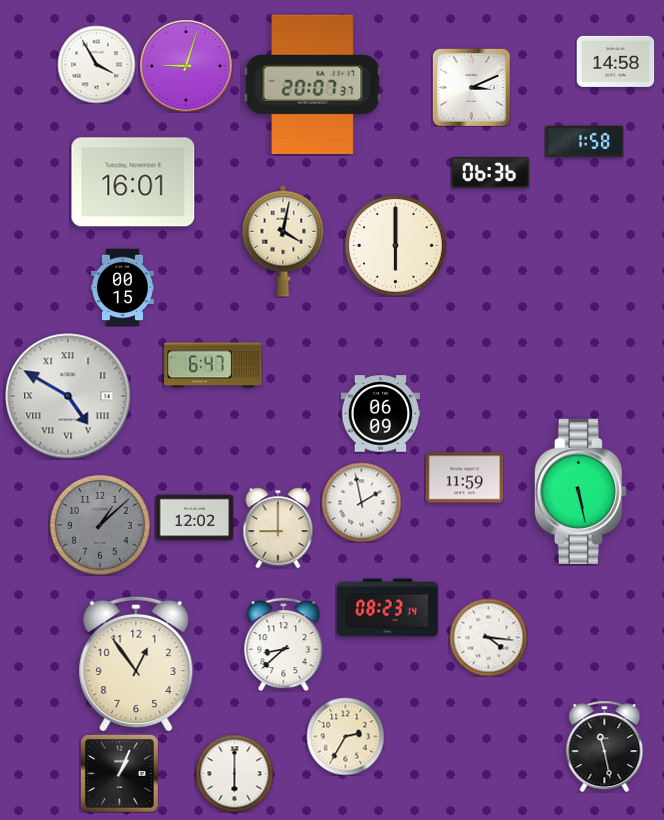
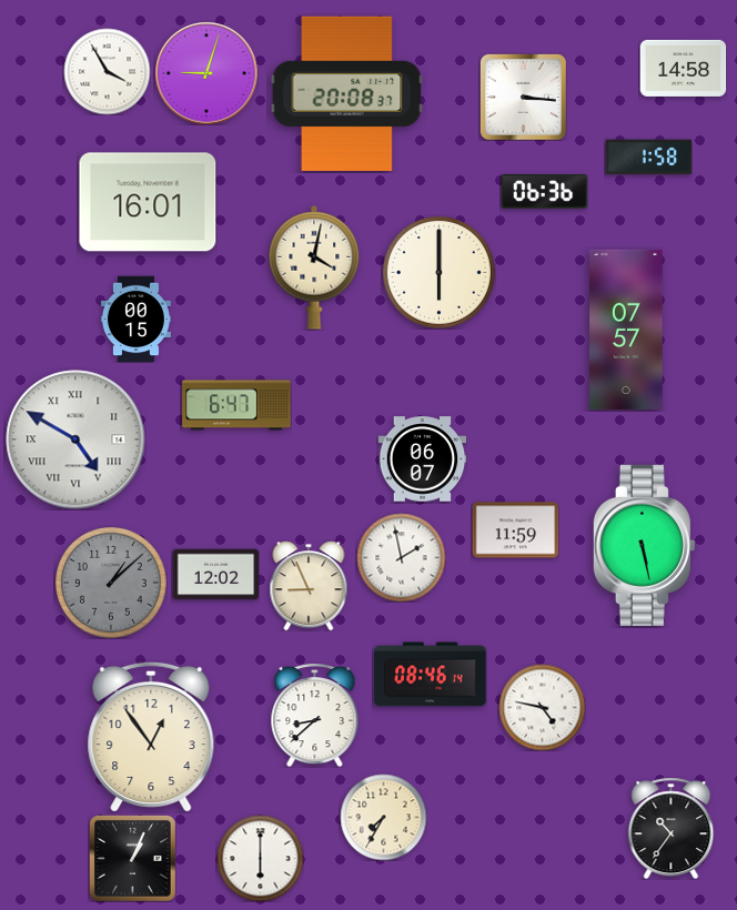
clock at (313, 84): 20:07 -> 20:08
clock at (471, 87): 3:11 -> 3:16
clock at (626, 330): none -> 07:57
clock at (380, 414): 06:09 -> 06:07
clock at (278, 528): 9:00 -> 8:56
clock at (388, 608): 08:23 -> 08:46
clock at (488, 637): 4:16 -> 4:47
clock at (345, 736): 2:35 -> 7:35
clock at (605, 746): 11:28 -> 10:36
